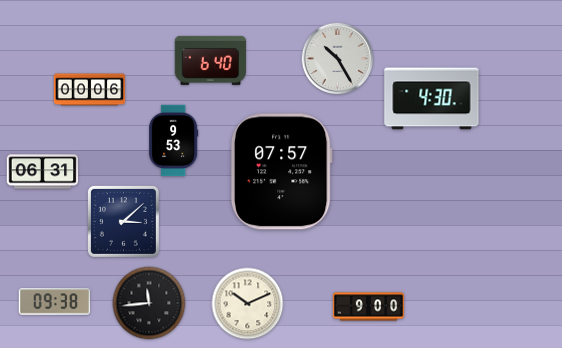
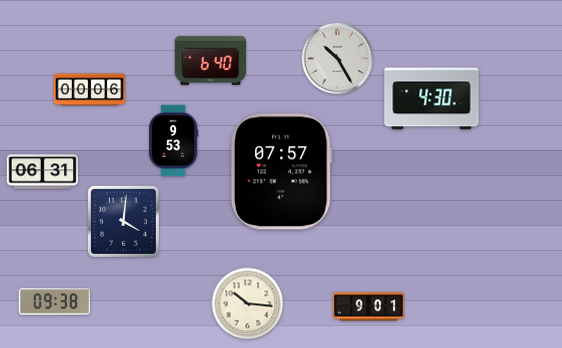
clock at (123, 221): 3:08 -> 4:01
clock at (149, 303): 11:44 -> none
clock at (248, 304): 10:11 -> 10:16
clock at (369, 307): 9:00 -> 9:01
